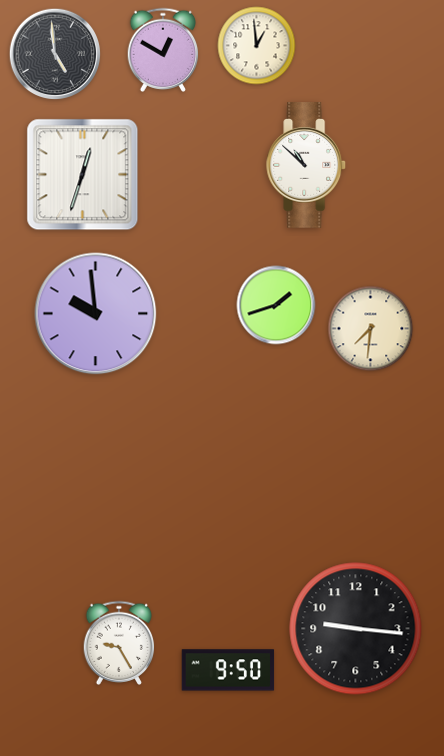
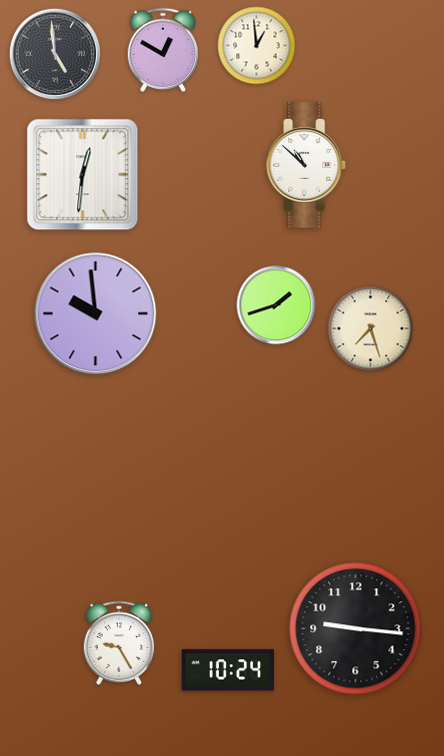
clock at (83, 175): 12:33 -> 12:31
clock at (371, 329): 7:31 -> 7:27
clock at (228, 670): 9:50 -> 10:24
